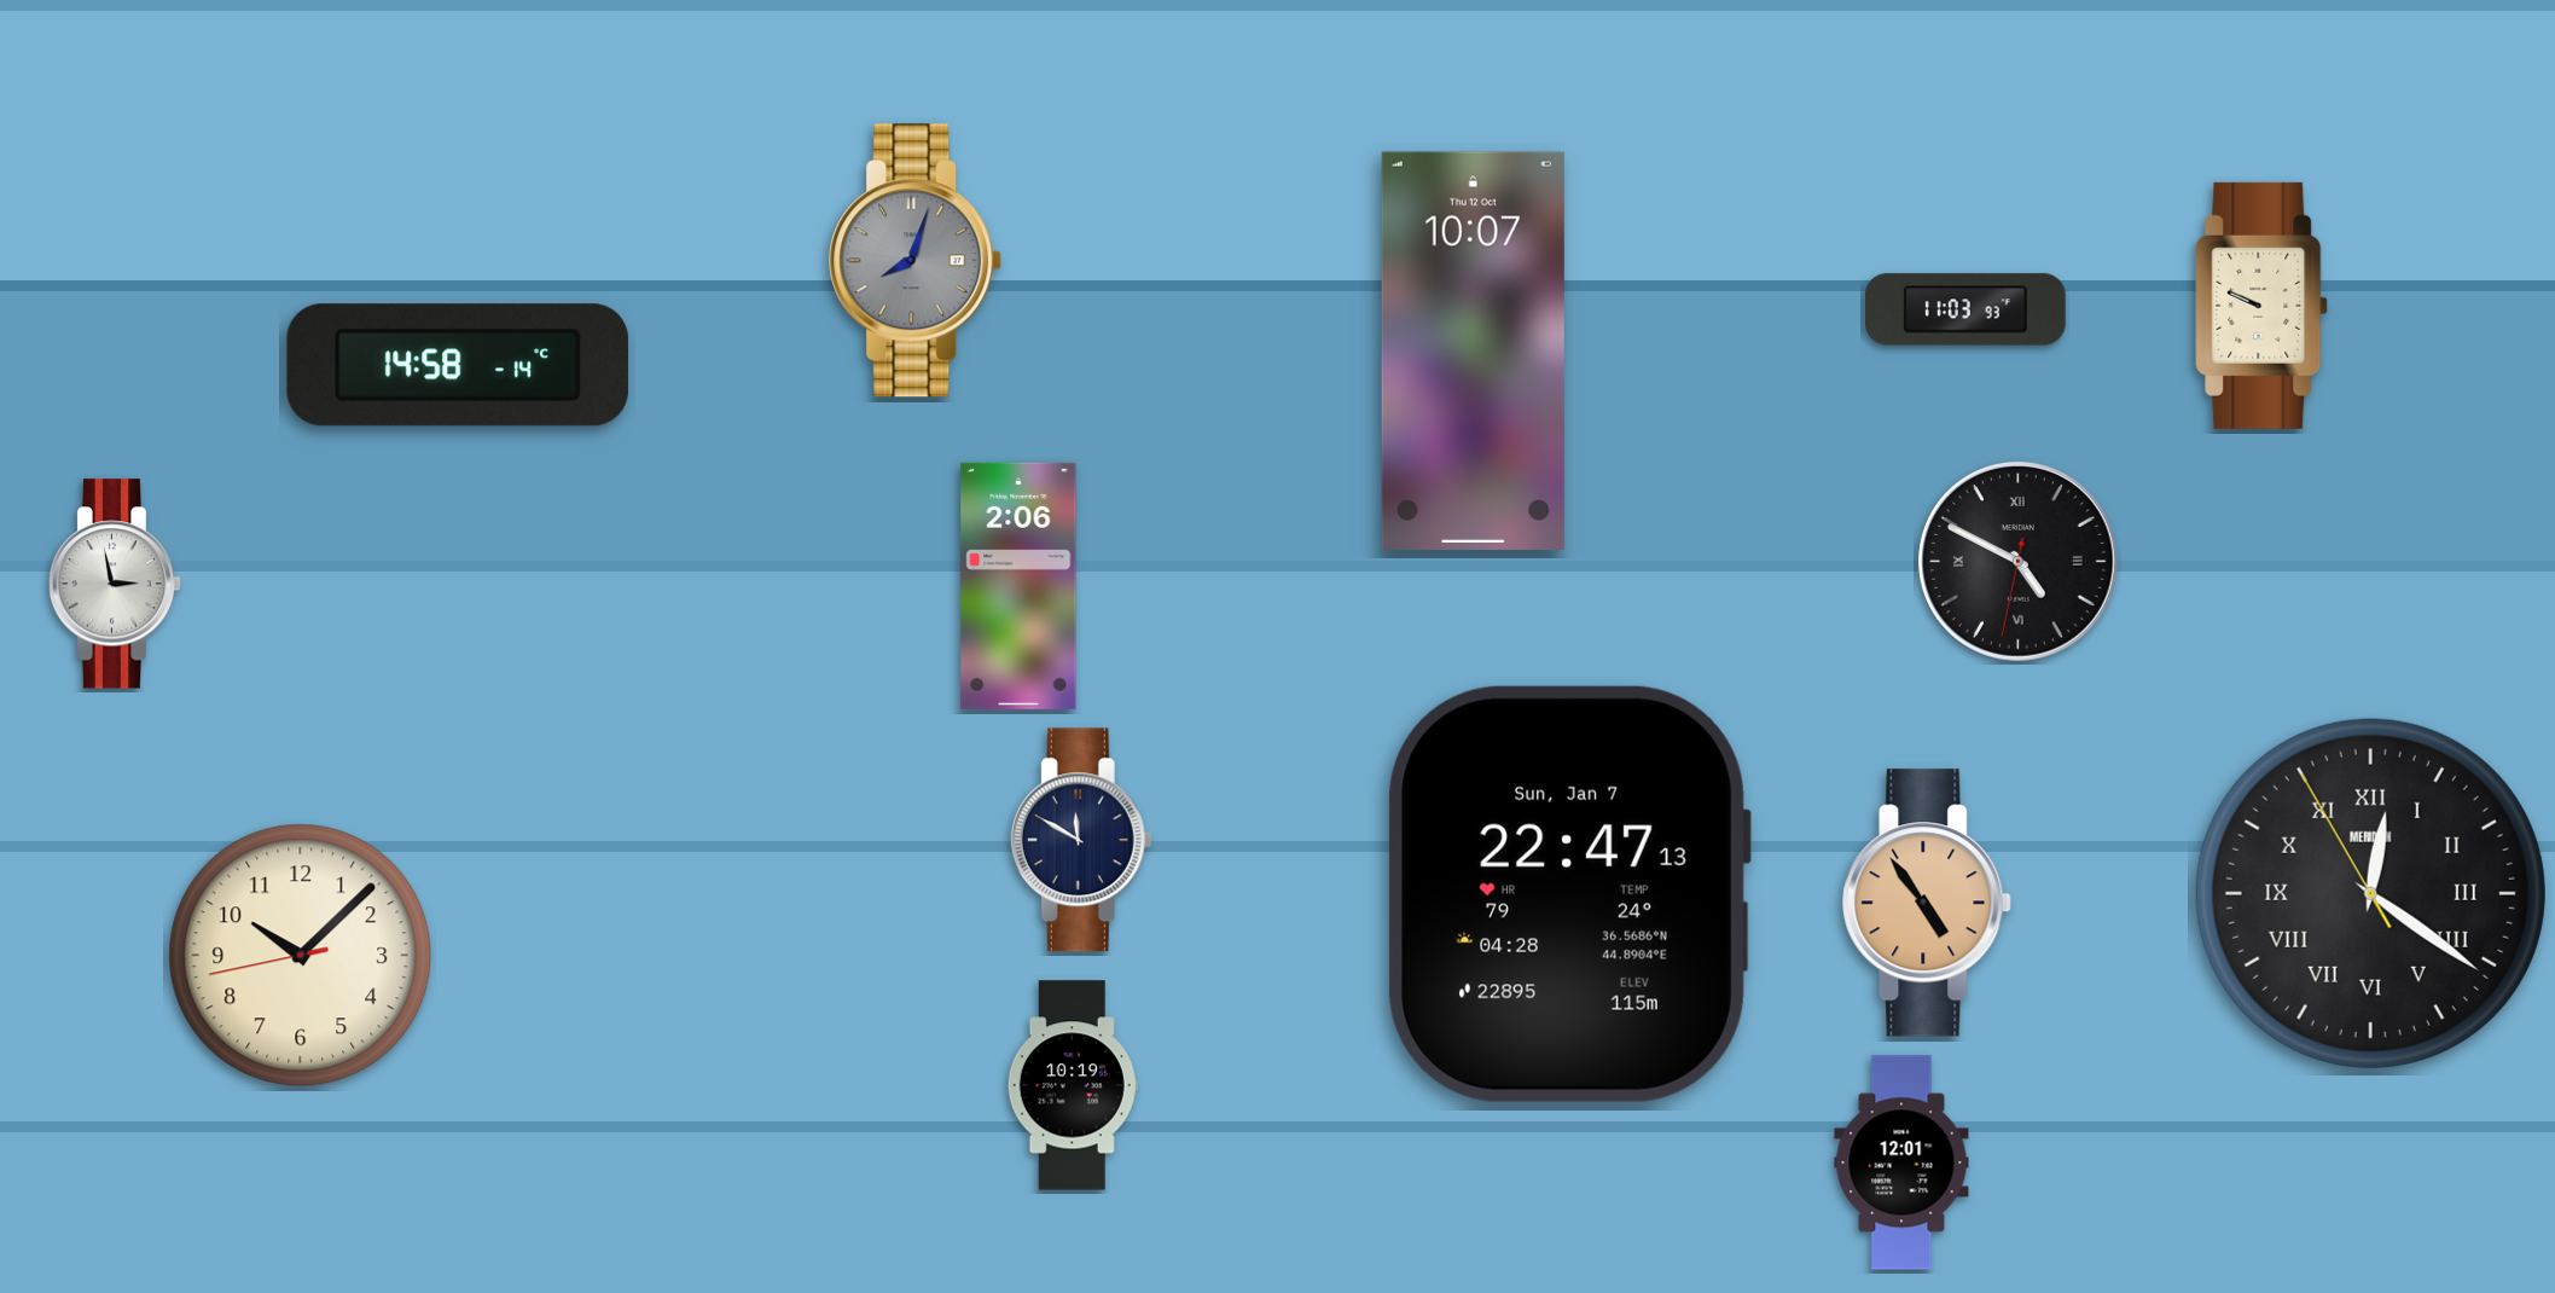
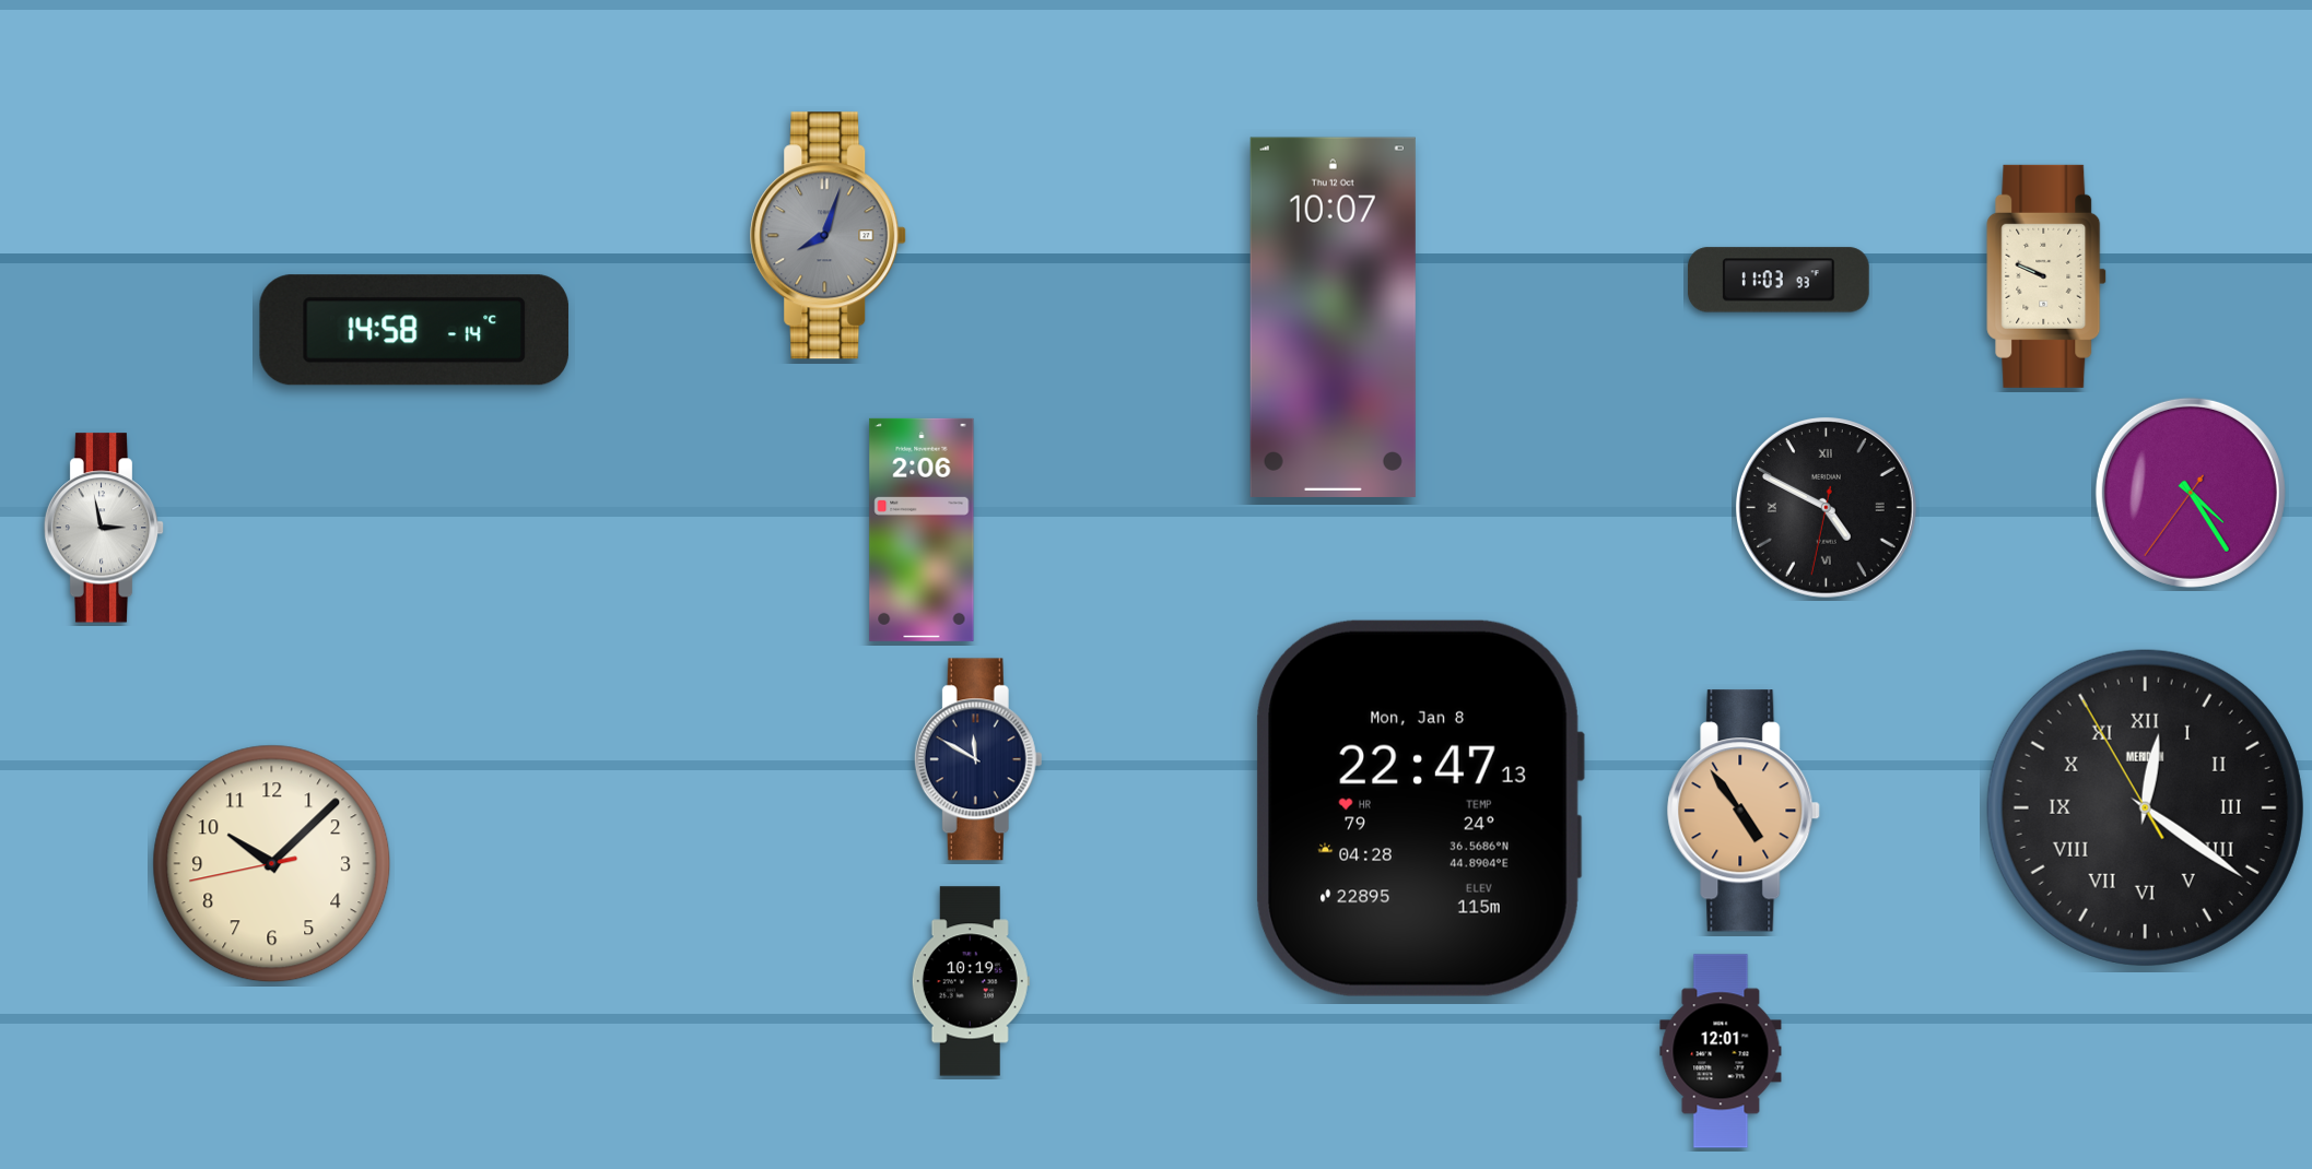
clock at (2191, 493): none -> 4:24
clock at (1569, 894) date: Sun, Jan 7 -> Mon, Jan 8
clock at (1928, 903) position: (1928, 903) -> (1745, 811)
